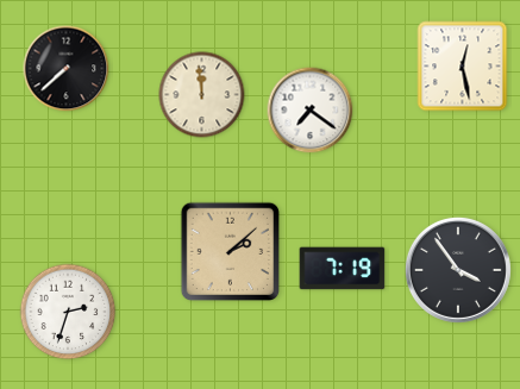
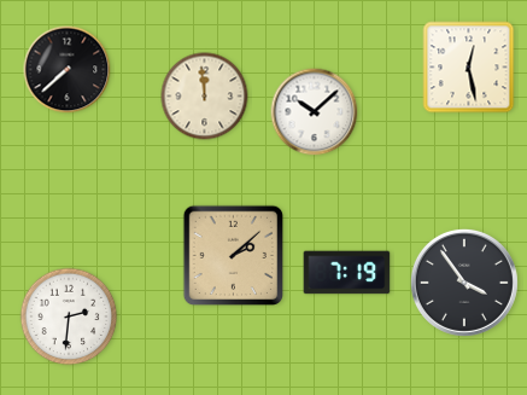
clock at (311, 111): 7:21 -> 10:08
clock at (458, 270) position: (458, 270) -> (464, 283)
clock at (68, 312): 2:33 -> 2:31
